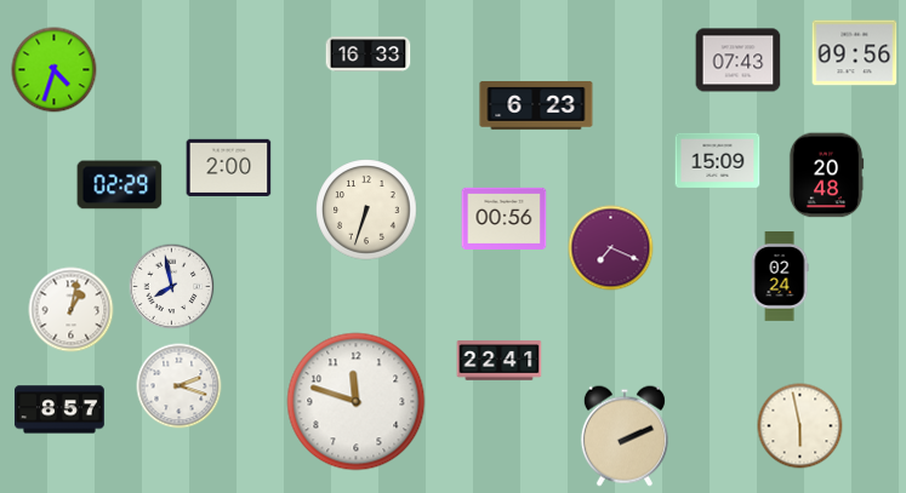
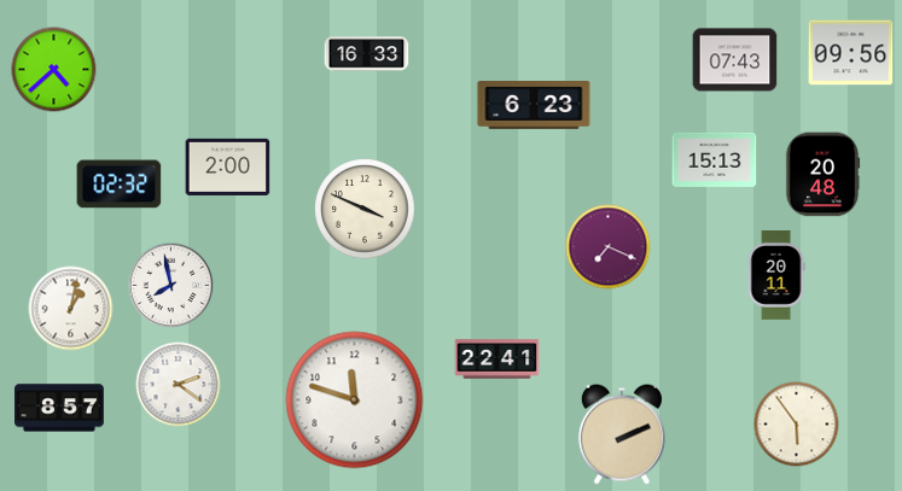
clock at (55, 70): 4:33 -> 4:38
clock at (718, 160): 15:09 -> 15:13
clock at (120, 185): 02:29 -> 02:32
clock at (366, 210): 6:33 -> 3:49
clock at (505, 218): 00:56 -> none
clock at (780, 277): 02:24 -> 20:11
clock at (180, 386): 2:18 -> 2:21
clock at (800, 426): 5:58 -> 5:54
